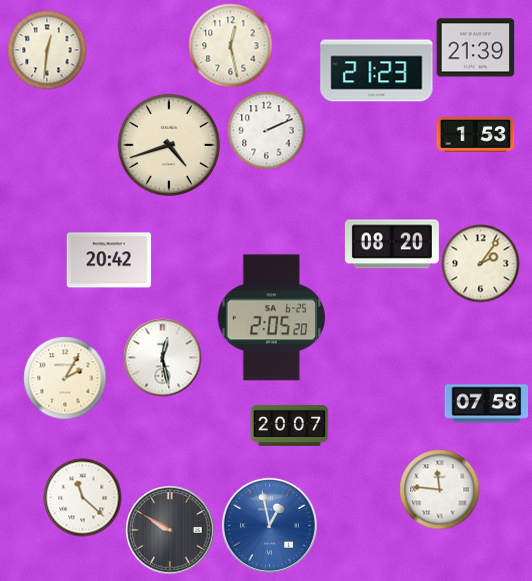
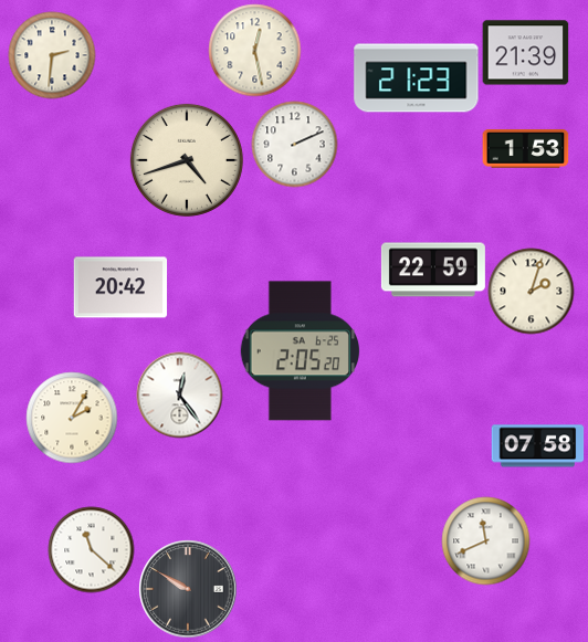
clock at (47, 50): 12:31 -> 2:31
clock at (392, 244): 08:20 -> 22:59
clock at (480, 263): 2:06 -> 2:03
clock at (162, 357): 12:28 -> 12:24
clock at (289, 425): 20:07 -> none
clock at (439, 489): 11:46 -> 11:41
clock at (269, 525): 12:58 -> none
clock at (170, 530) position: (170, 530) -> (188, 589)
